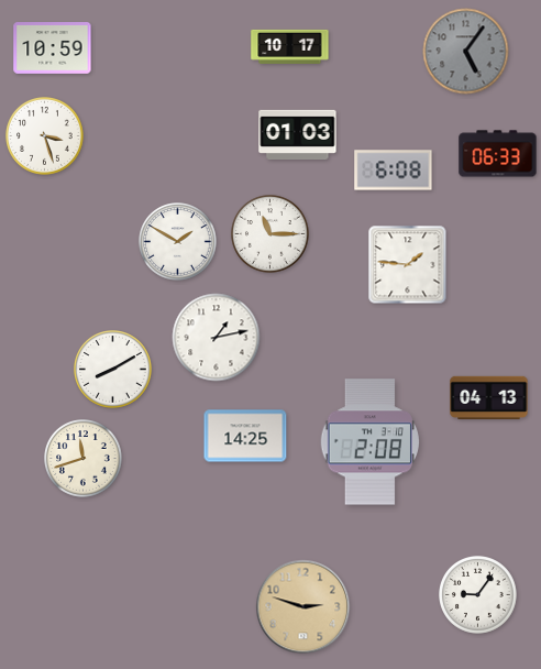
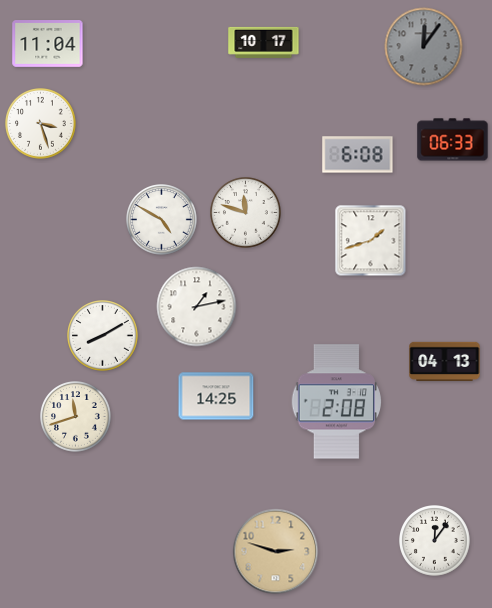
clock at (53, 48): 10:59 -> 11:04
clock at (466, 52): 5:06 -> 12:06
clock at (298, 134): 01:03 -> none
clock at (270, 234): 11:15 -> 11:48
clock at (178, 242): 1:50 -> 4:50
clock at (408, 265): 1:46 -> 1:42
clock at (245, 436) position: (245, 436) -> (216, 396)
clock at (478, 595): 9:06 -> 12:06
